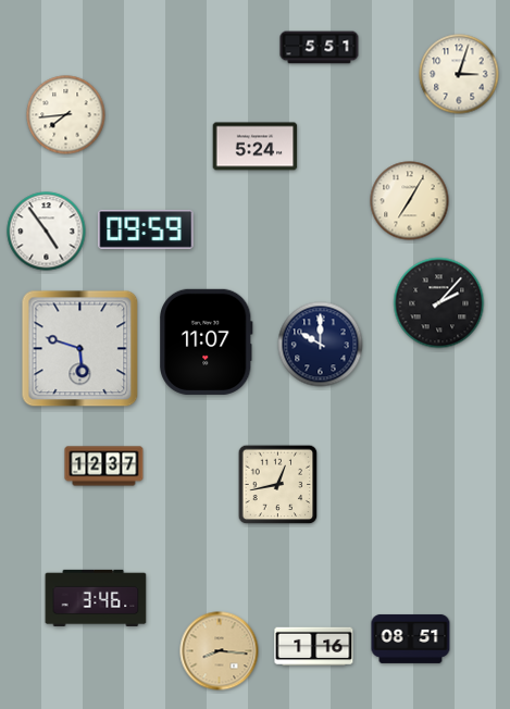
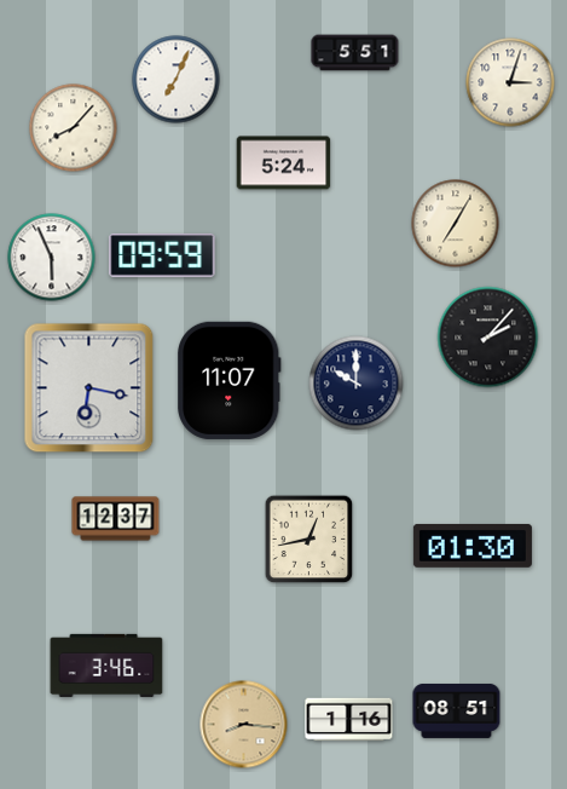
clock at (177, 80): none -> 7:04
clock at (66, 115): 7:44 -> 8:07
clock at (47, 232): 4:54 -> 5:56
clock at (80, 349): 5:48 -> 6:17
clock at (473, 546): none -> 01:30
